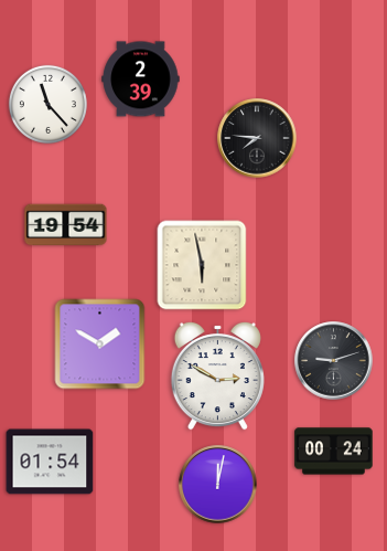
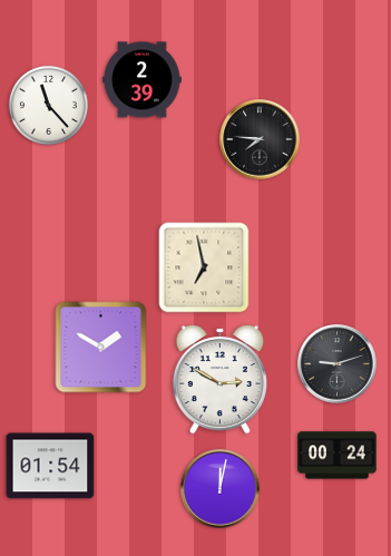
clock at (66, 225): 19:54 -> none
clock at (202, 265): 5:58 -> 6:58
